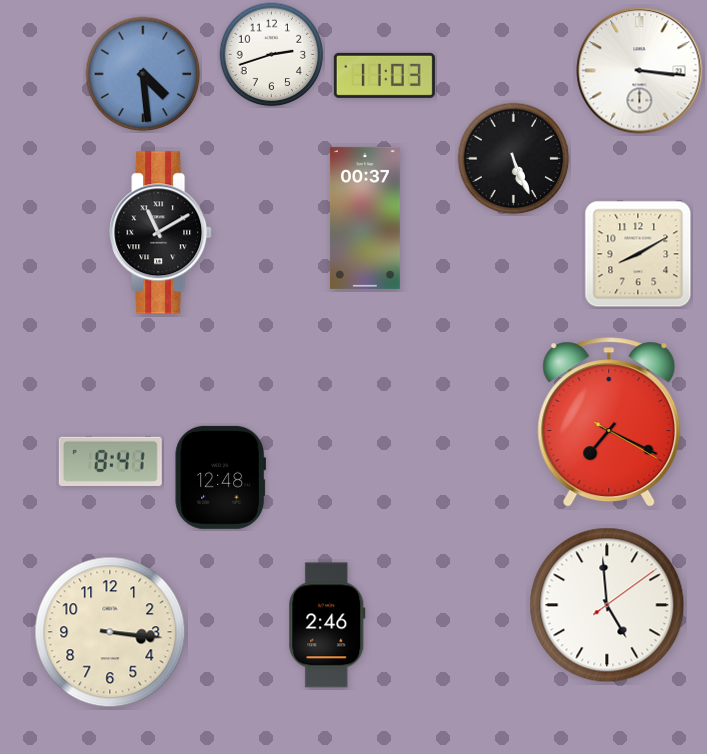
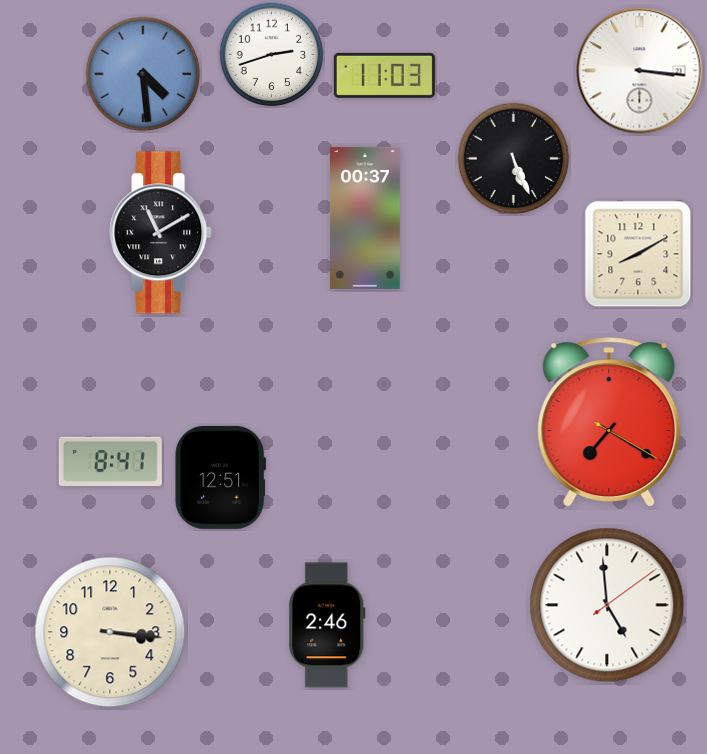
clock at (609, 423): 7:19 -> 7:20
clock at (220, 477): 12:48 -> 12:51
